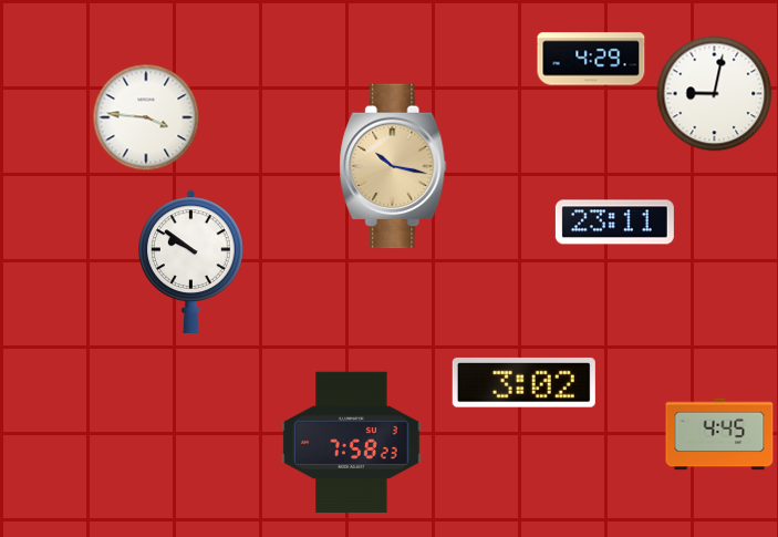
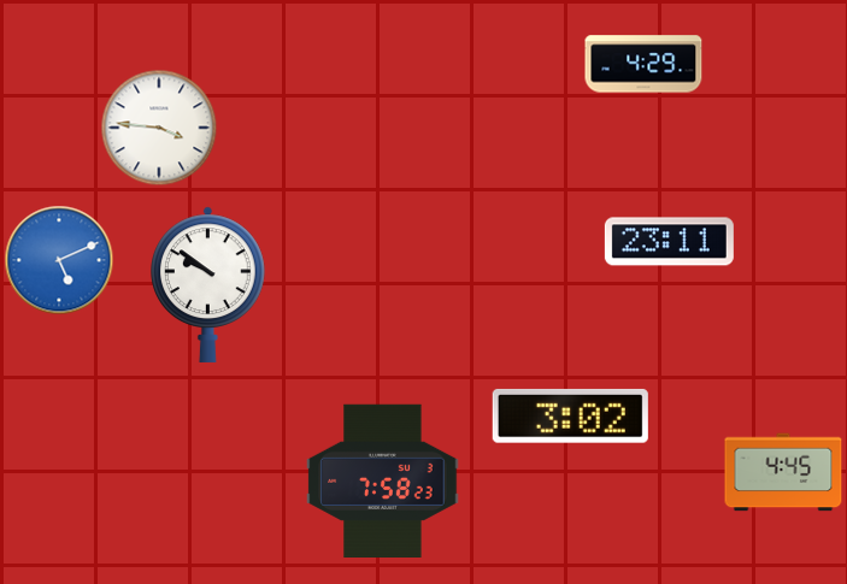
clock at (715, 94): 9:02 -> none
clock at (393, 166): 10:17 -> none
clock at (59, 260): none -> 5:11
